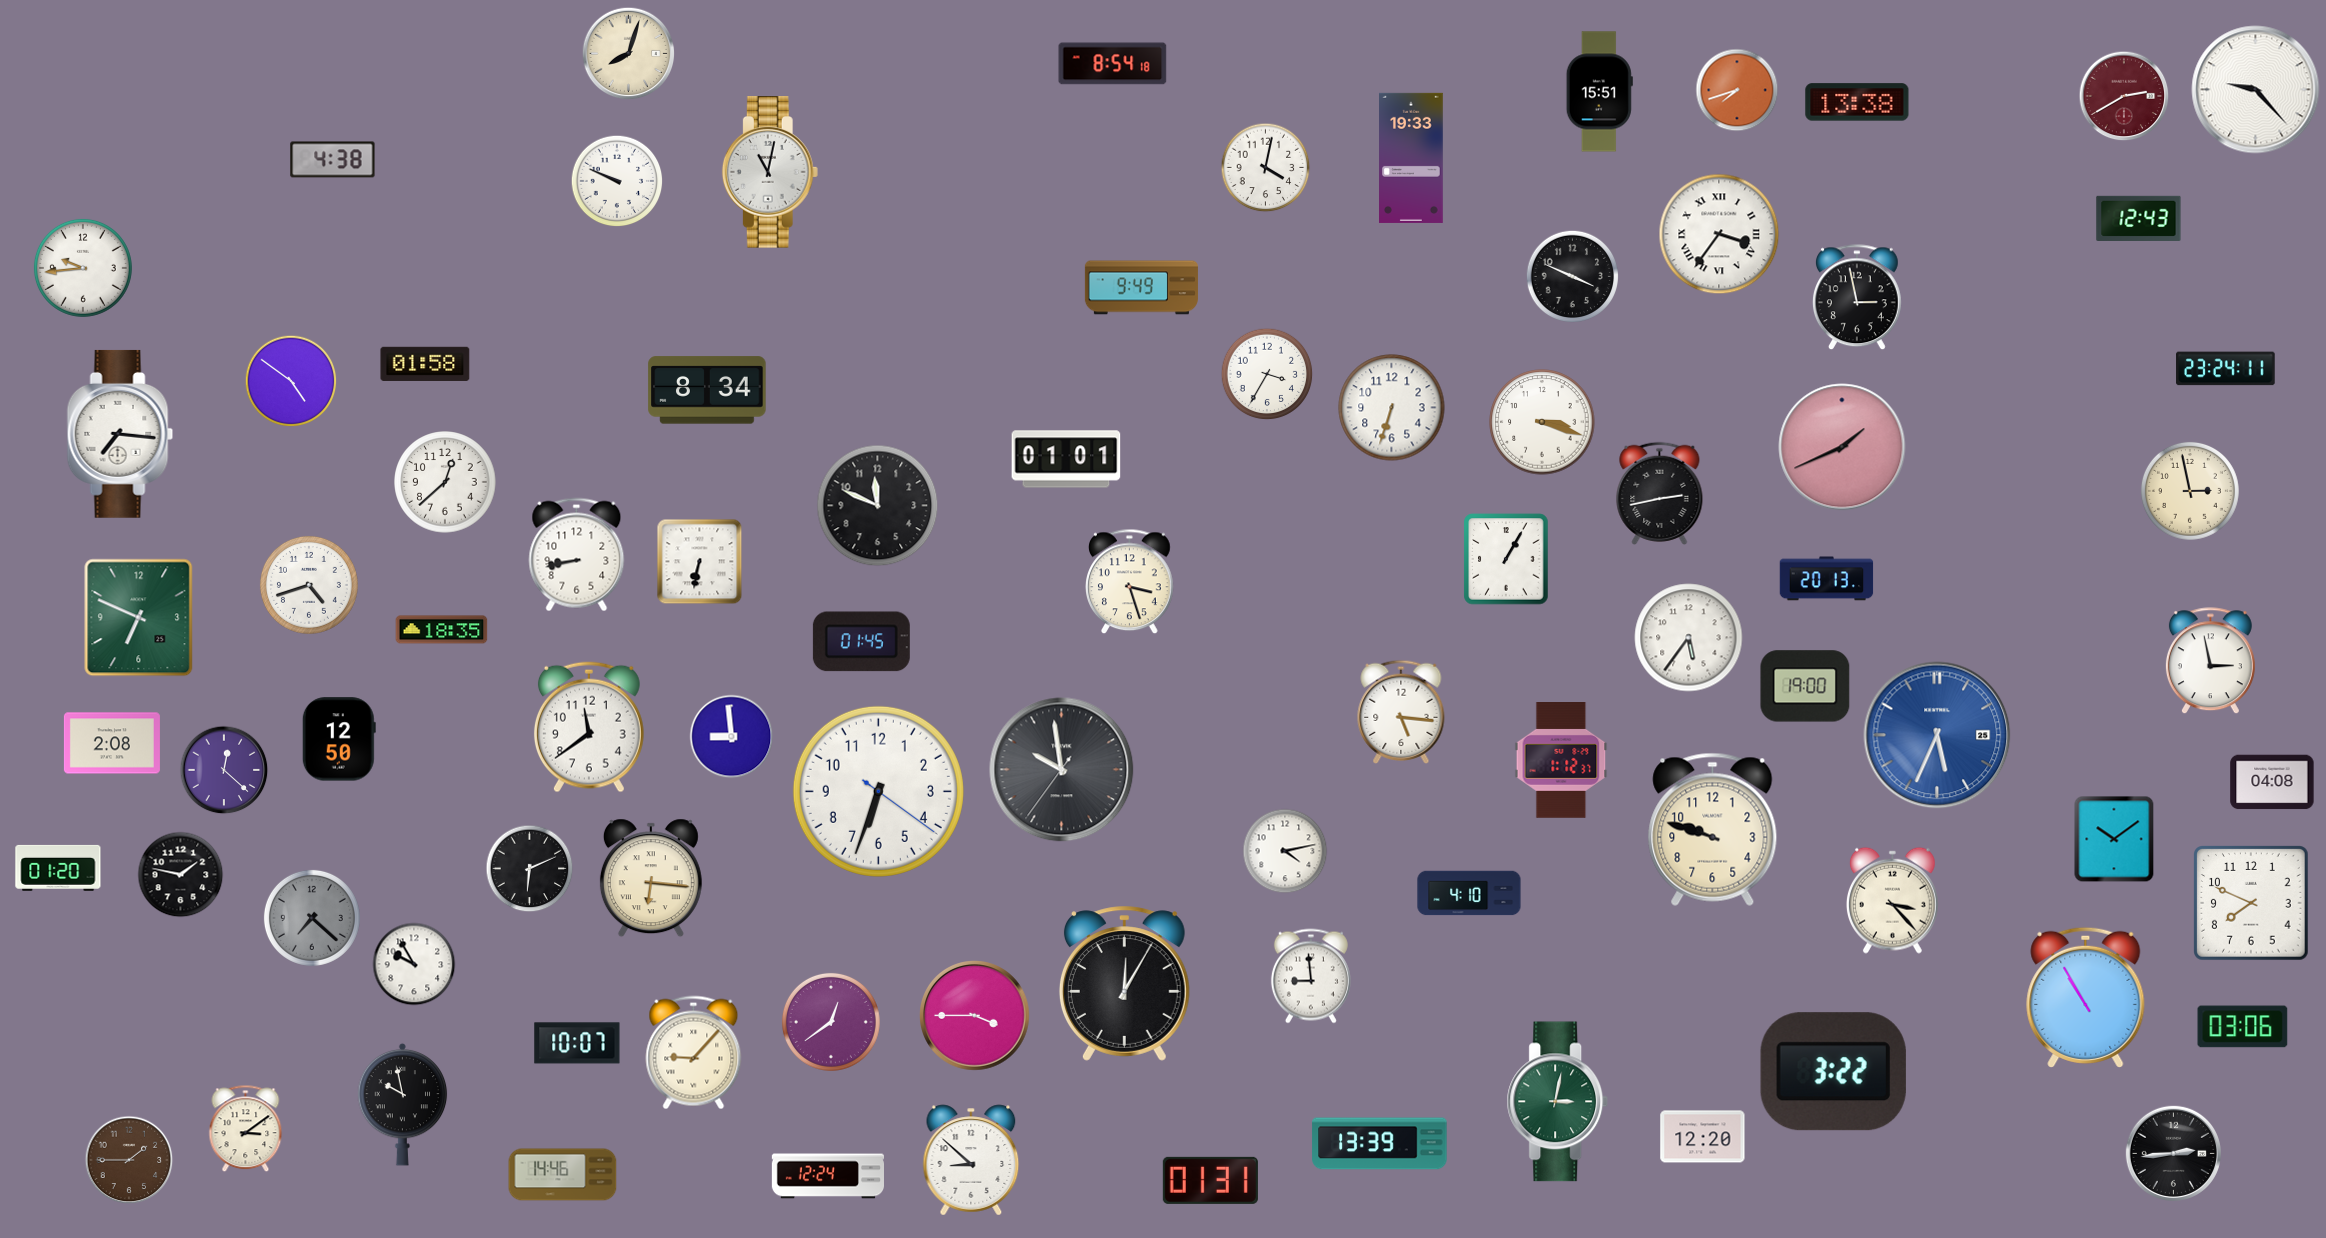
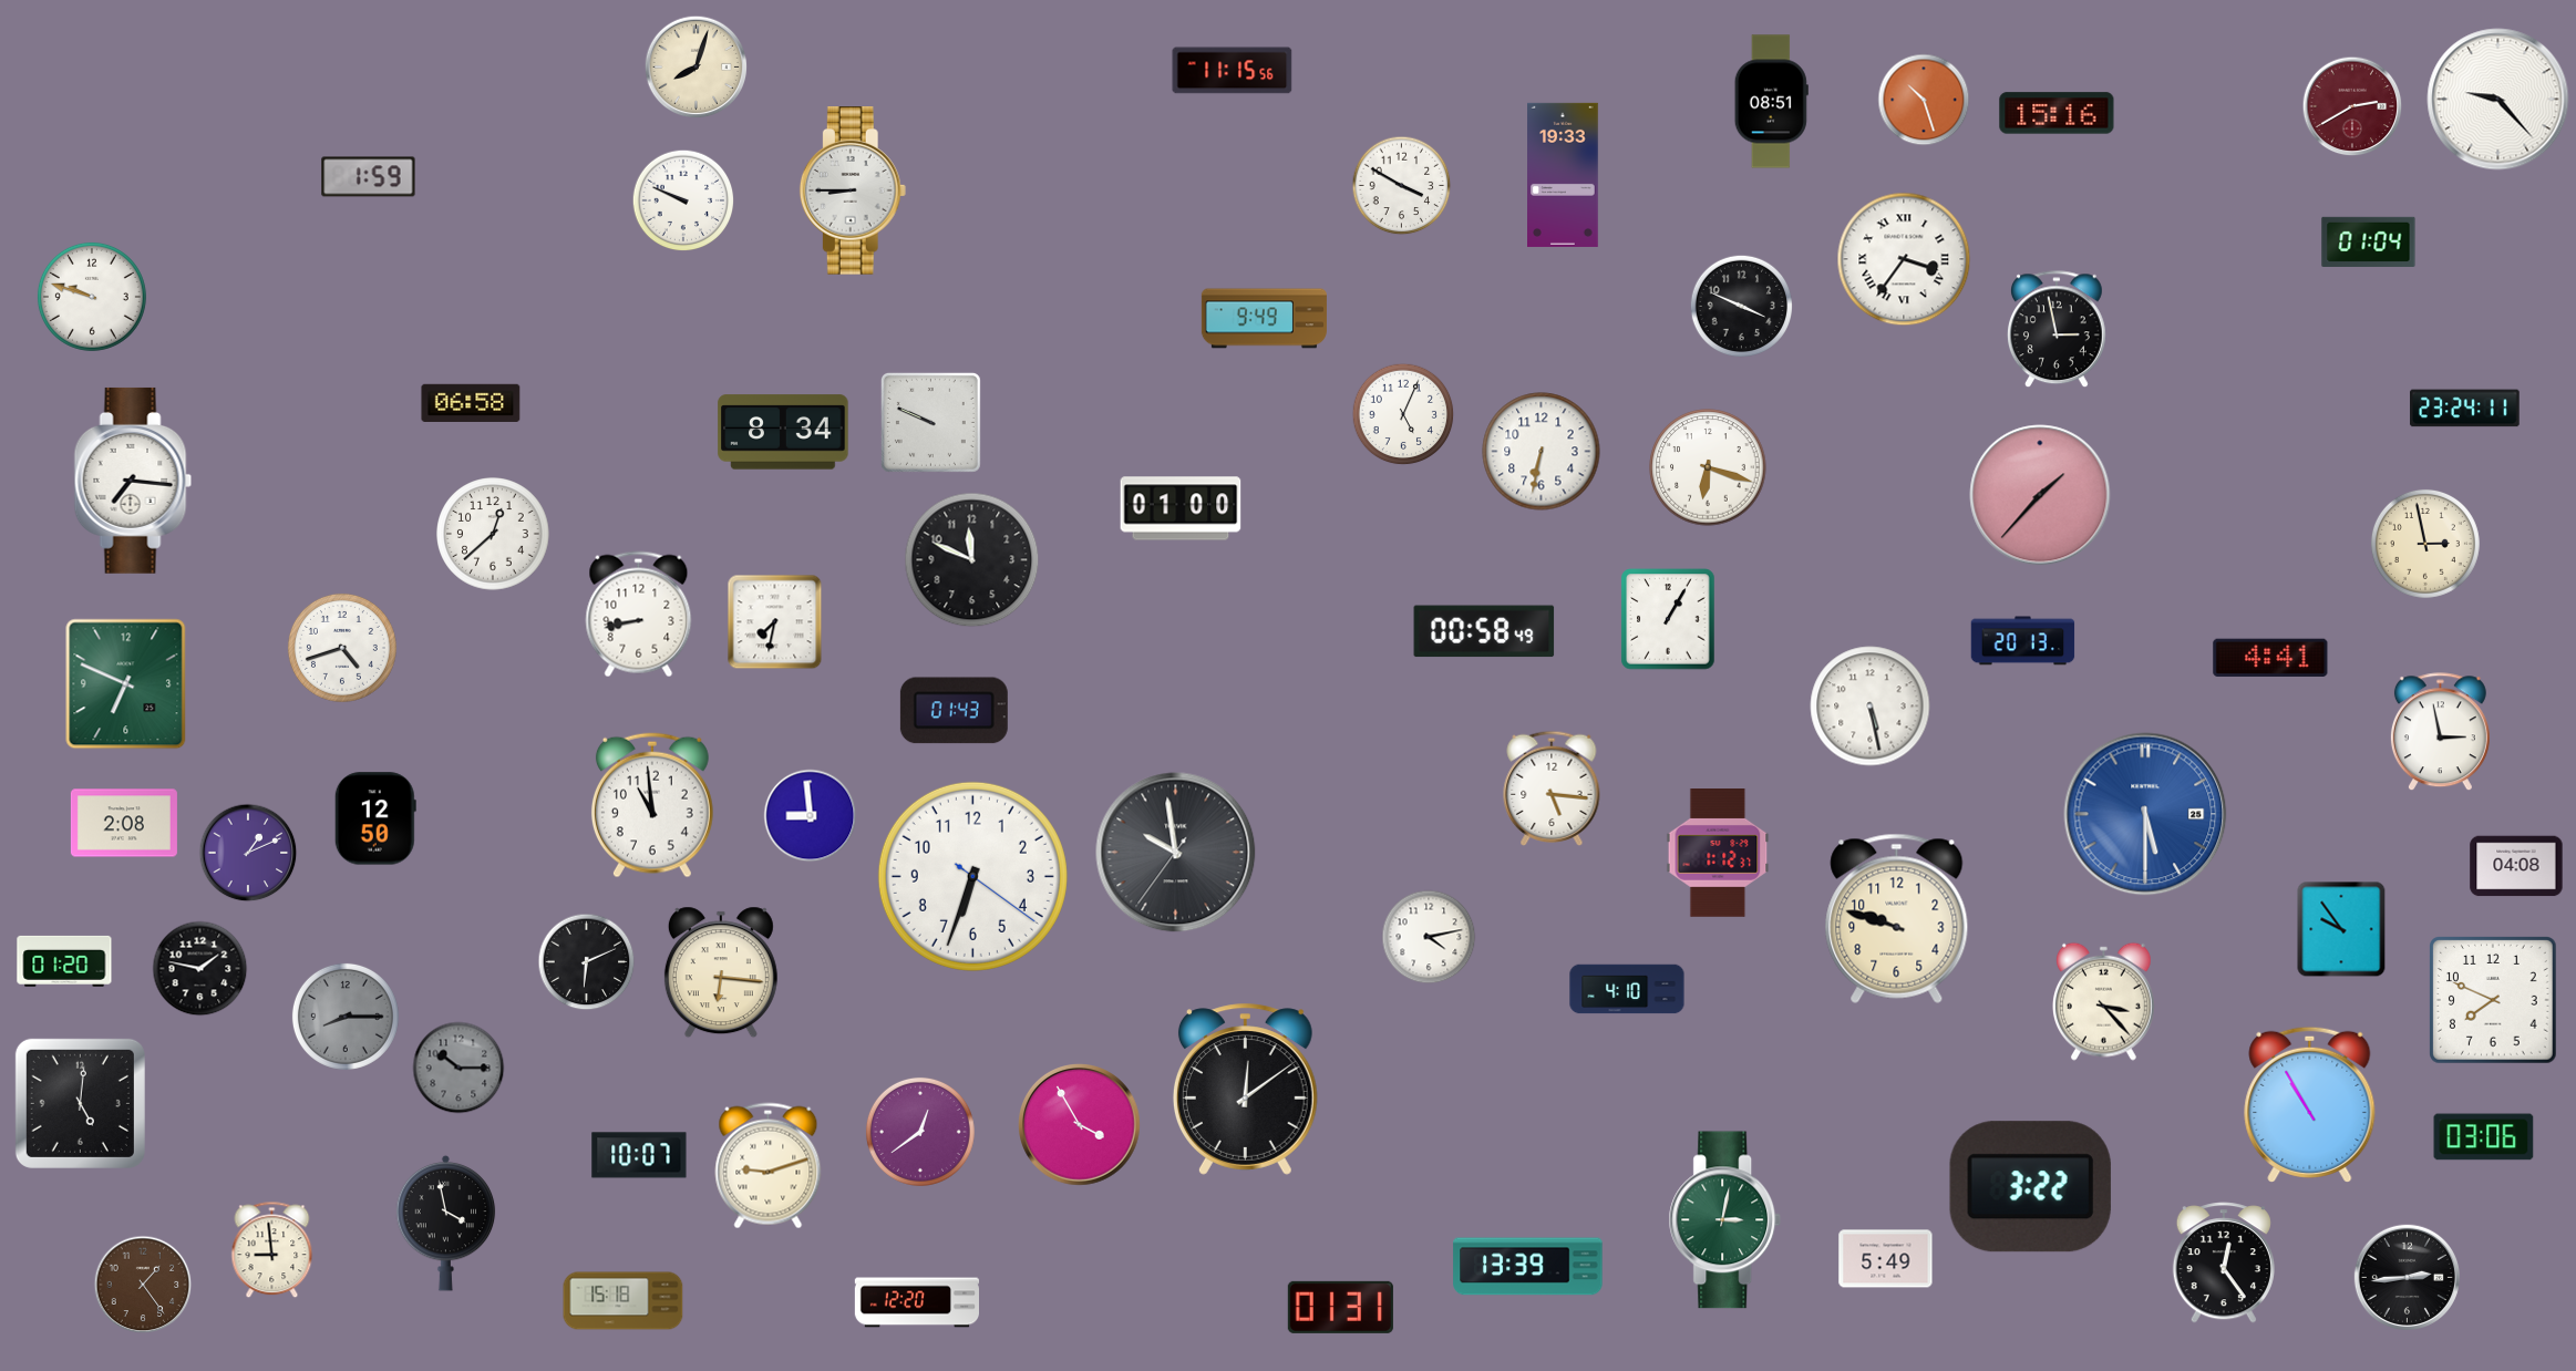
clock at (629, 54) position: (629, 54) -> (697, 68)
clock at (1113, 64): 8:54 -> 11:15
clock at (1737, 90): 7:42 -> 10:27
clock at (1599, 92): 15:51 -> 08:51
clock at (1857, 102): 13:38 -> 15:16
clock at (333, 160): 4:38 -> 1:59
clock at (1266, 168): 4:02 -> 3:50
clock at (770, 172): 11:02 -> 8:45
clock at (2139, 218): 12:43 -> 01:04
clock at (83, 268): 9:44 -> 9:48
clock at (425, 364): 01:58 -> 06:58
clock at (1267, 374): 3:35 -> 5:04
clock at (291, 381): 4:51 -> none
clock at (930, 422): none -> 9:49
clock at (1392, 408): 6:33 -> 6:32
clock at (1542, 422): 3:18 -> 6:18
clock at (1842, 447): 1:41 -> 1:37
clock at (1066, 459): 01:01 -> 01:00
clock at (1660, 493): 2:43 -> none
clock at (700, 562): 6:32 -> 7:32
clock at (1484, 631): none -> 00:58
clock at (1130, 582): 3:27 -> none
clock at (2270, 657): none -> 4:41
clock at (139, 618) position: (139, 618) -> (126, 684)
clock at (442, 630): 18:35 -> none
clock at (1689, 638): 5:36 -> 5:28
clock at (861, 642): 01:45 -> 01:43
clock at (2210, 661) position: (2210, 661) -> (2440, 732)
clock at (1805, 686): 19:00 -> none
clock at (589, 727): 11:39 -> 10:59
clock at (1937, 735): 5:34 -> 5:30
clock at (1561, 761) position: (1561, 761) -> (1718, 854)
clock at (224, 770): 12:22 -> 1:11
clock at (2114, 839): 10:09 -> 9:54
clock at (1285, 851) position: (1285, 851) -> (1429, 937)
clock at (1893, 900) position: (1893, 900) -> (2104, 1001)
clock at (312, 918): 7:22 -> 8:15
clock at (414, 964): 9:55 -> 10:15
clock at (414, 964) dial: white -> grey
clock at (1311, 976): 8:59 -> none
clock at (1124, 984): 12:05 -> 12:09
clock at (80, 1103): none -> 5:01
clock at (975, 1016): 3:45 -> 3:55
clock at (694, 1053): 9:07 -> 9:12
clock at (403, 1104): 9:58 -> 3:58
clock at (246, 1129): 3:09 -> 8:59
clock at (1703, 1137): 12:20 -> 5:49
clock at (2224, 1262): none -> 12:24
clock at (129, 1160): 1:45 -> 1:24
clock at (971, 1160): 8:52 -> none
clock at (563, 1175): 14:46 -> 15:18
clock at (827, 1176): 12:24 -> 12:20
